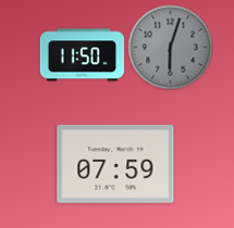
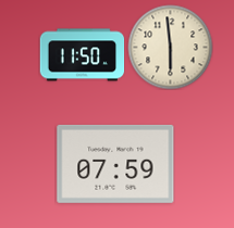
clock at (170, 47): 6:03 -> 5:59
clock at (170, 47) dial: grey -> cream
